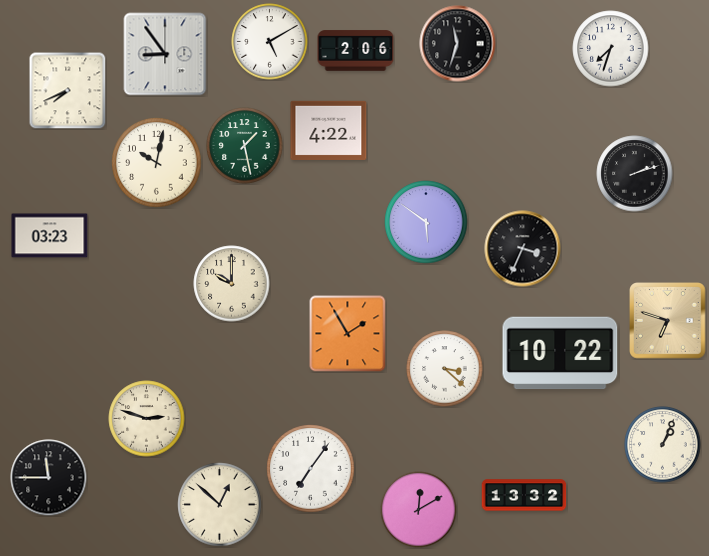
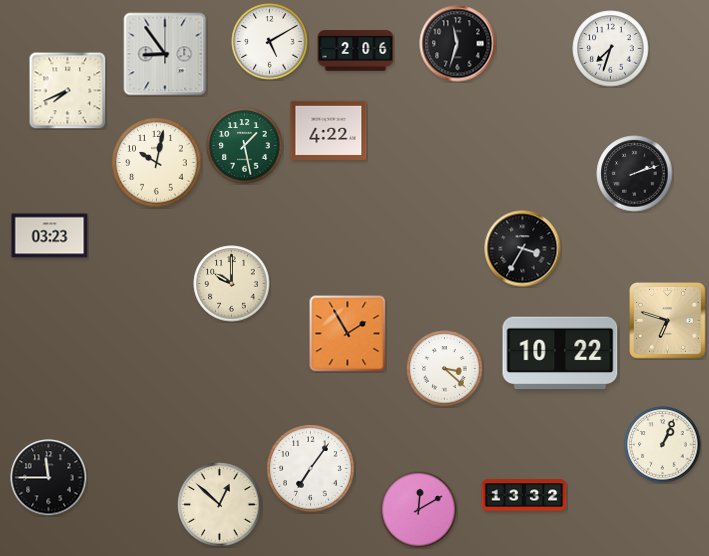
clock at (426, 222): 5:51 -> none
clock at (523, 249): 3:34 -> 3:35
clock at (147, 419): 2:48 -> none
